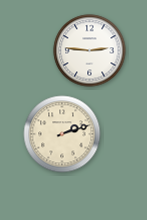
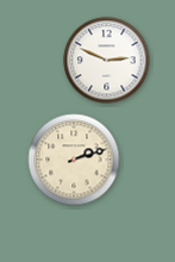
clock at (90, 51): 2:46 -> 2:49
